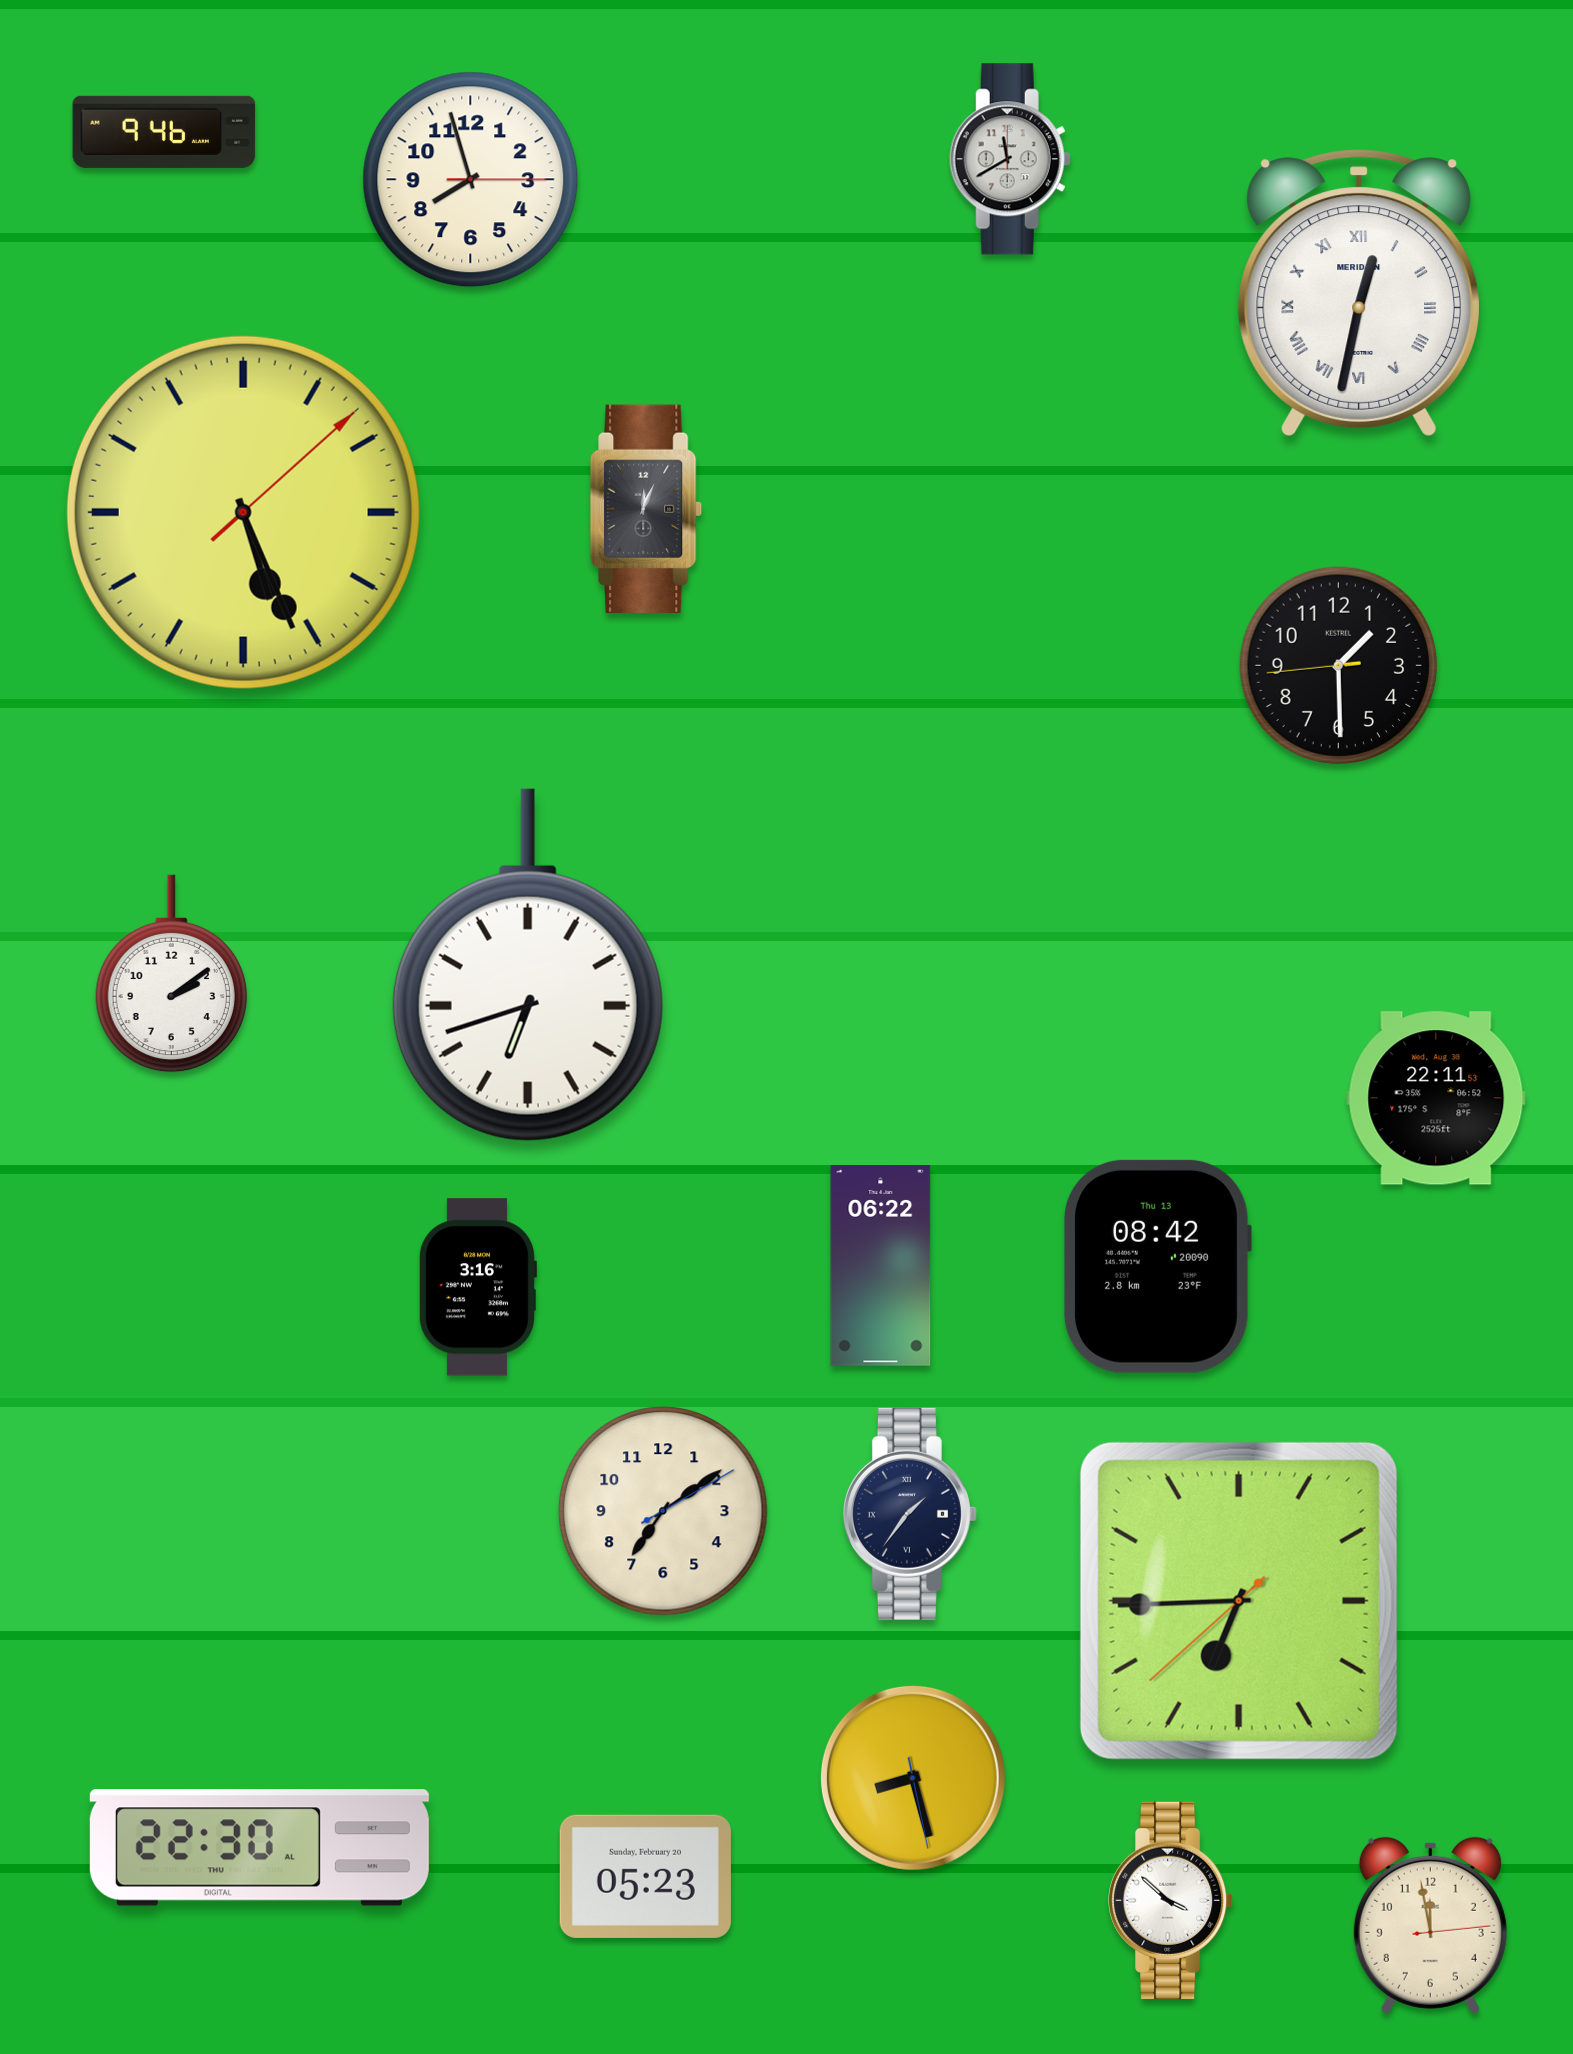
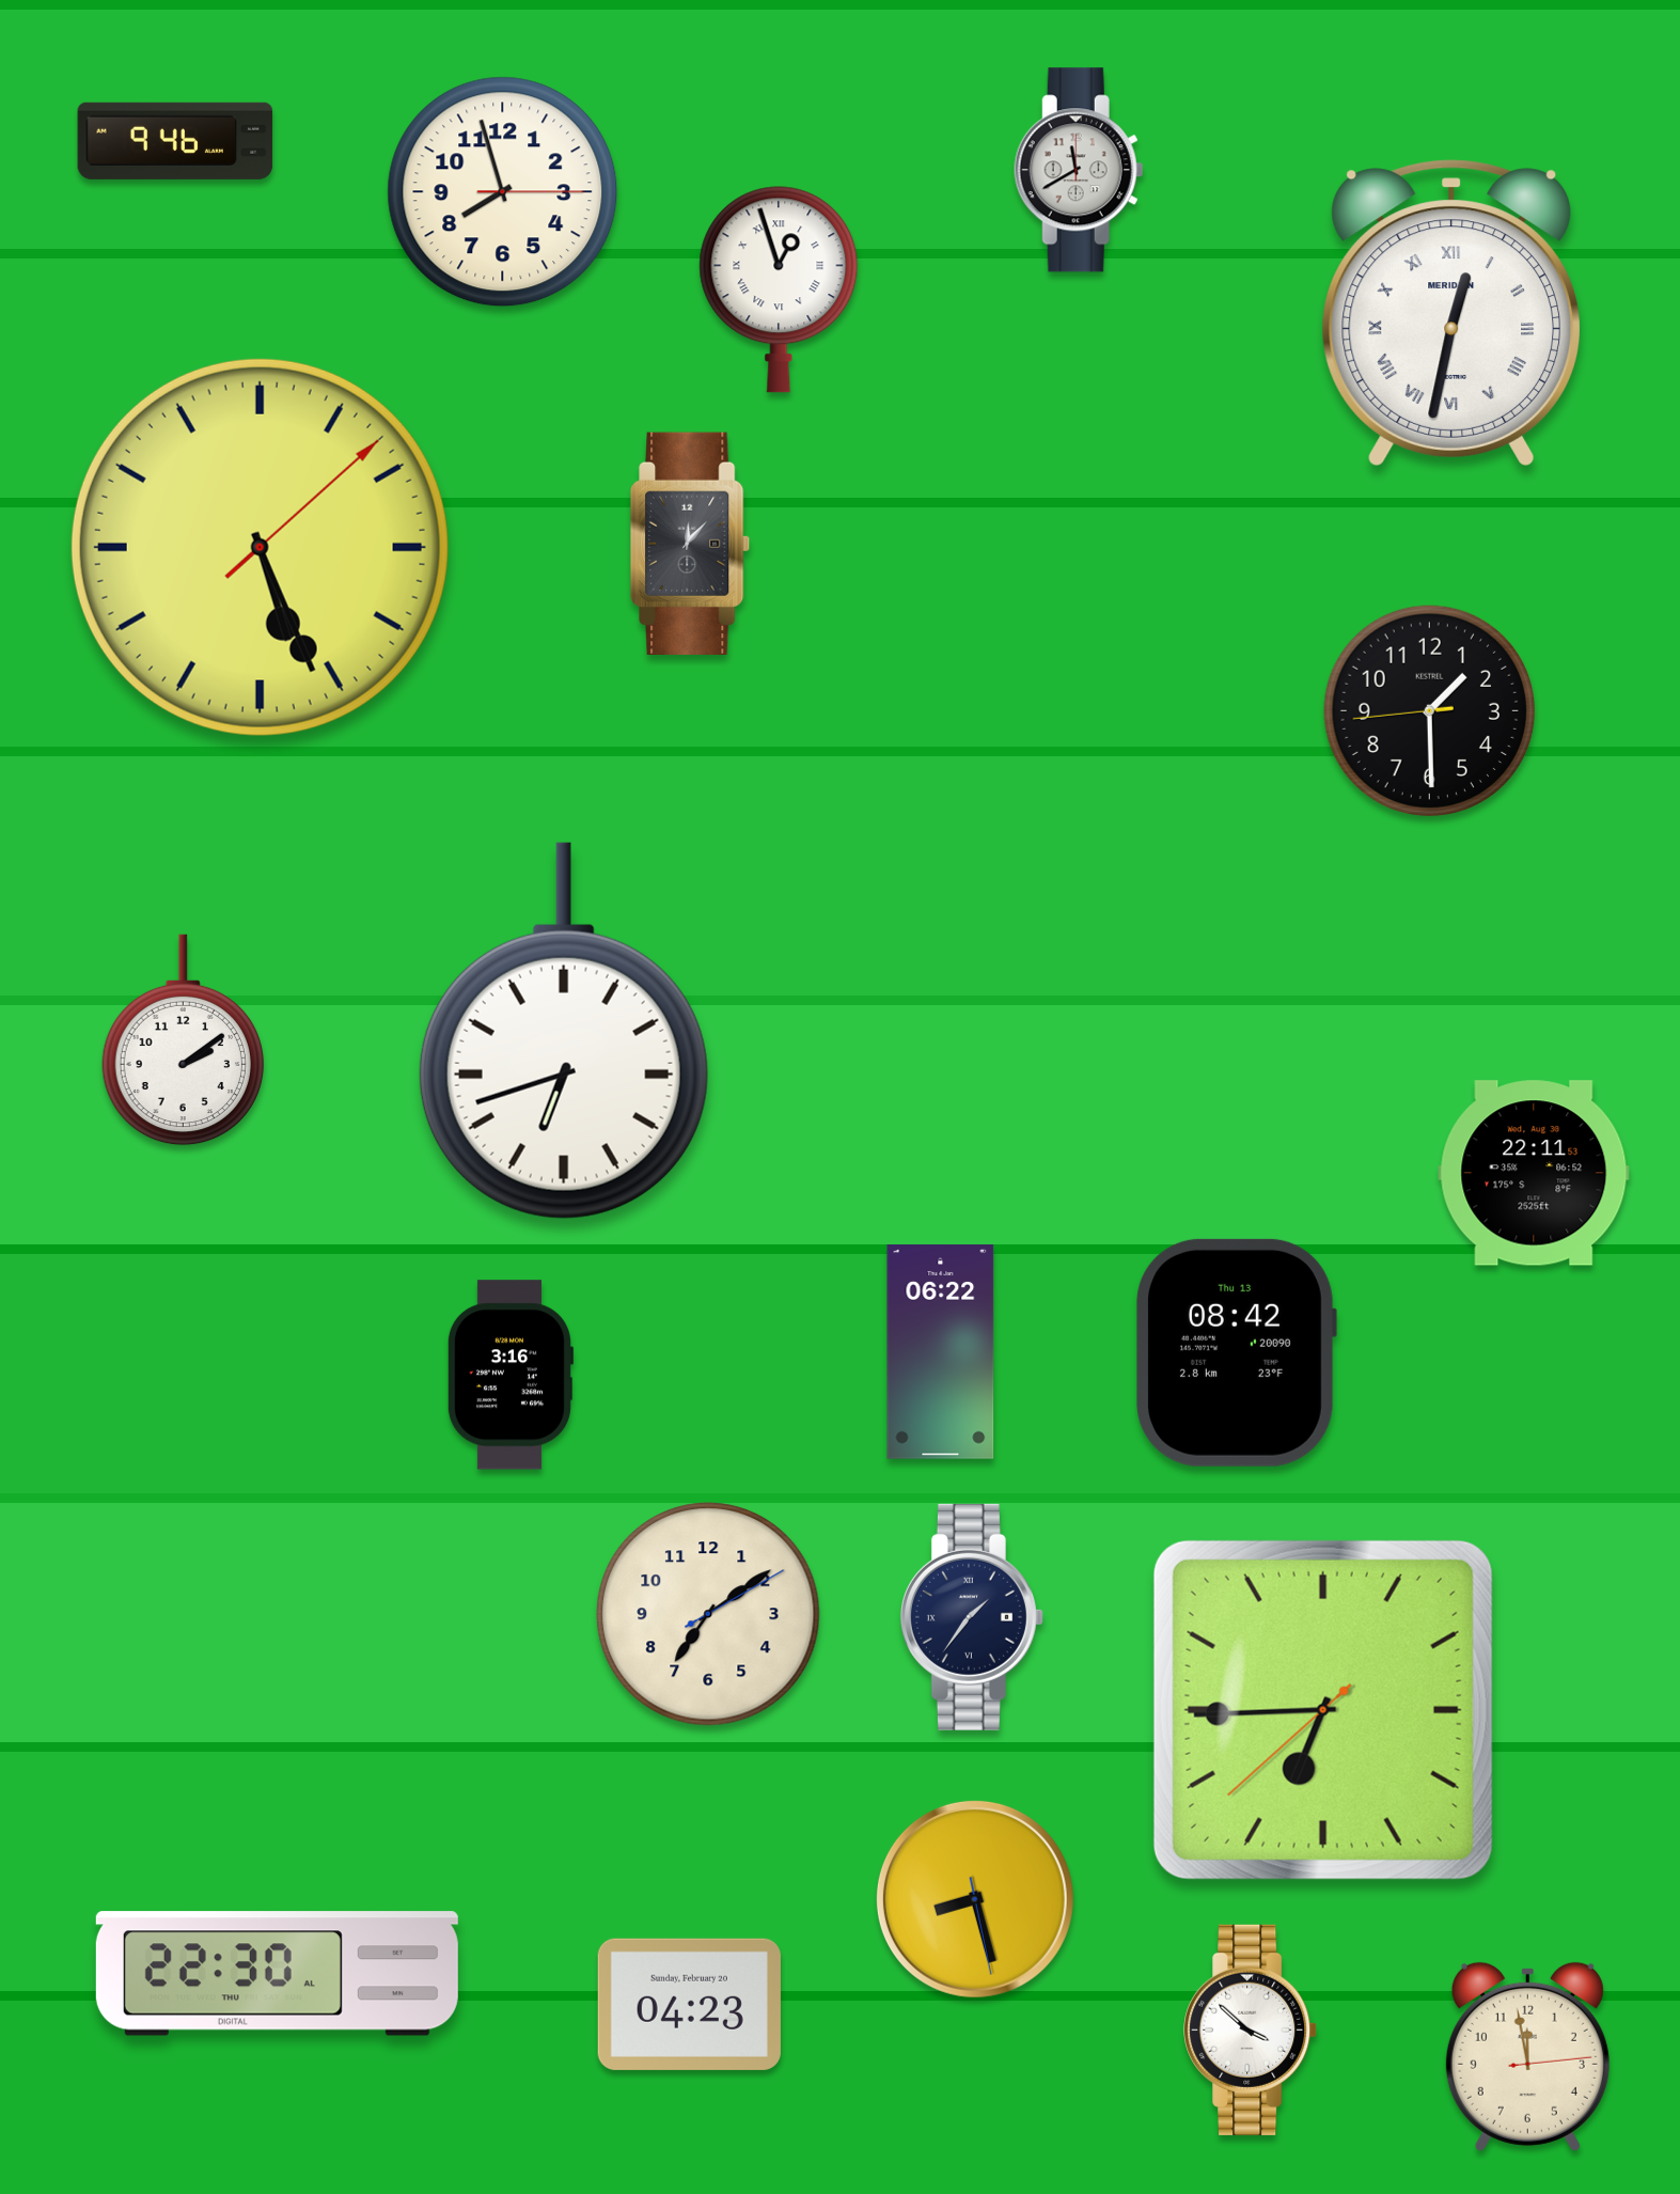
clock at (779, 289): none -> 12:57
clock at (647, 508): 12:04 -> 12:07
clock at (645, 1876): 05:23 -> 04:23
